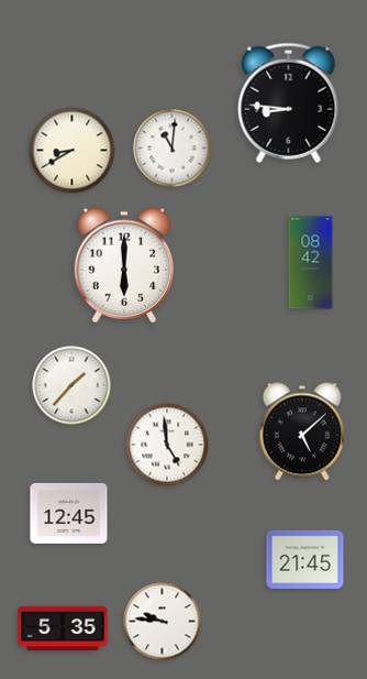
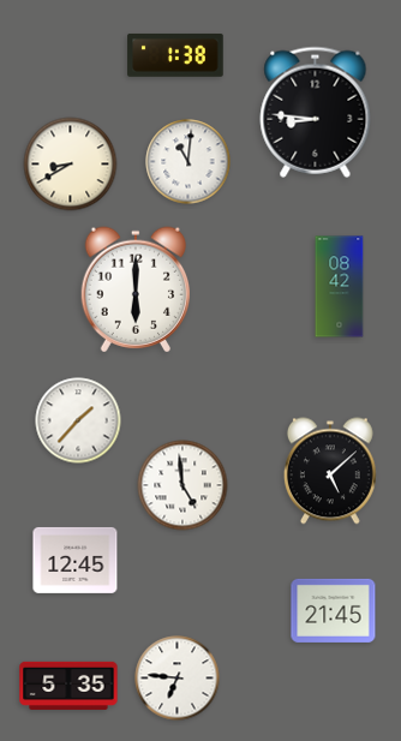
clock at (175, 55): none -> 1:38
clock at (73, 151) position: (73, 151) -> (71, 165)
clock at (163, 622): 9:46 -> 6:46
